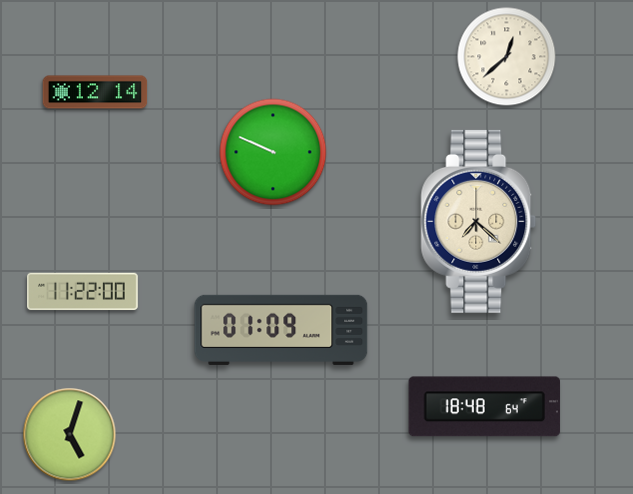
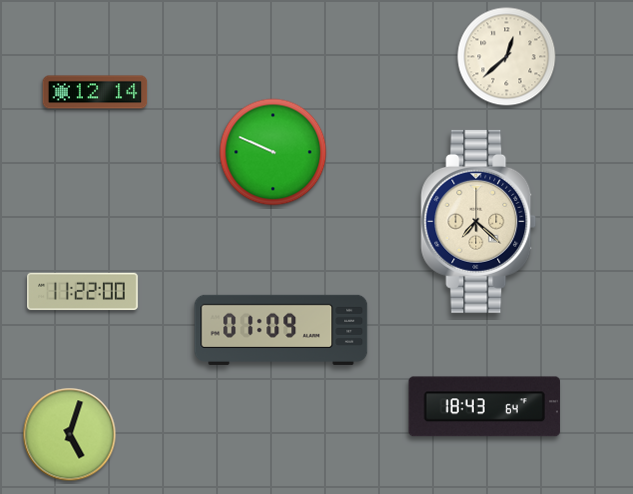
clock at (485, 407): 18:48 -> 18:43
